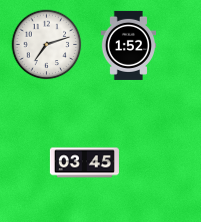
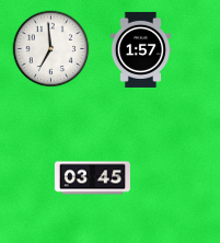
clock at (47, 45): 7:12 -> 6:59
clock at (129, 45): 1:52 -> 1:57
